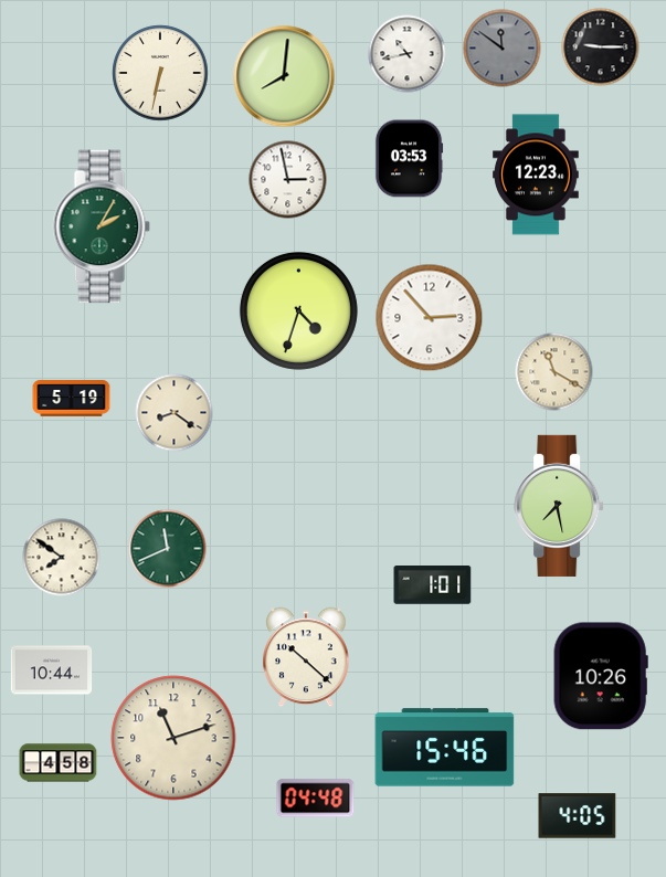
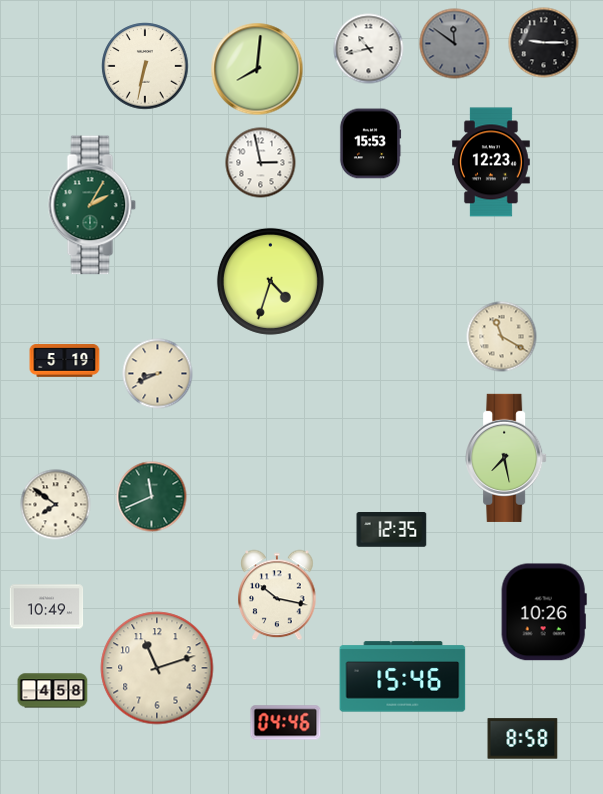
clock at (409, 159): 03:53 -> 15:53
clock at (537, 175) position: (537, 175) -> (492, 162)
clock at (430, 318): 2:53 -> none
clock at (175, 413): 8:21 -> 8:41
clock at (433, 585): 1:01 -> 12:35
clock at (306, 657): 10:22 -> 10:17
clock at (52, 670): 10:44 -> 10:49
clock at (316, 799): 04:48 -> 04:46
clock at (578, 816): 4:05 -> 8:58
